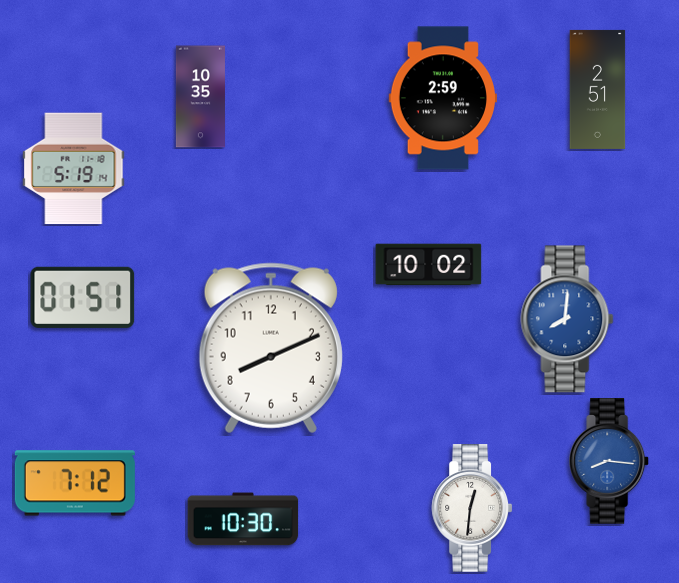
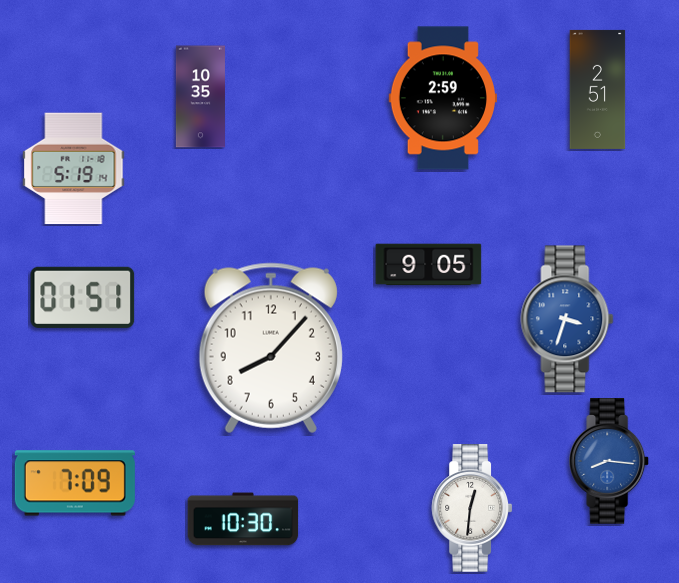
clock at (429, 265): 10:02 -> 9:05
clock at (567, 319): 8:01 -> 3:33
clock at (271, 348): 8:11 -> 8:07
clock at (75, 483): 7:12 -> 7:09
